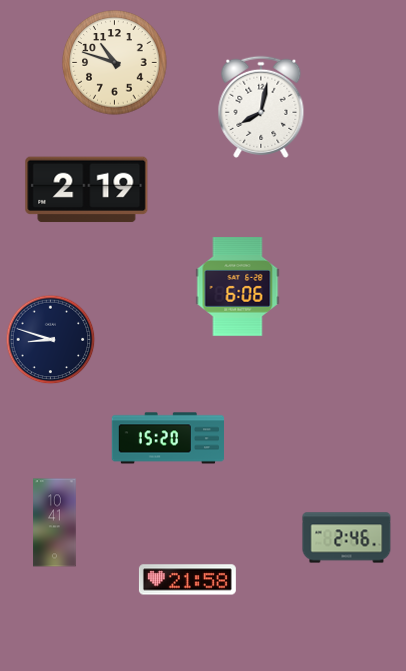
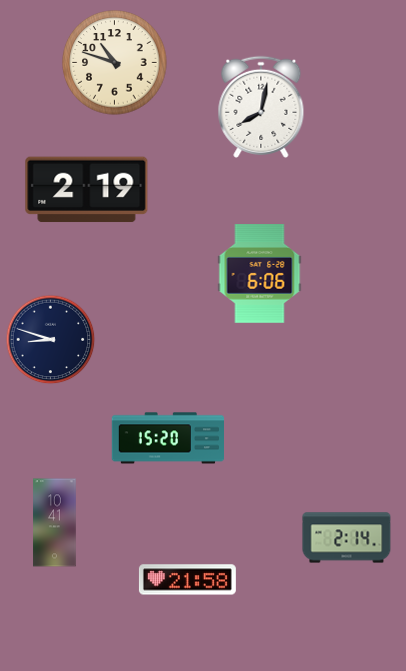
clock at (238, 287) position: (238, 287) -> (260, 274)
clock at (347, 538): 2:46 -> 2:14
